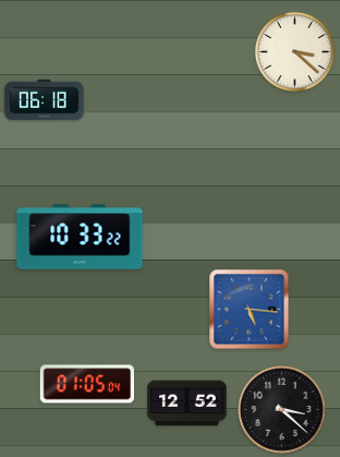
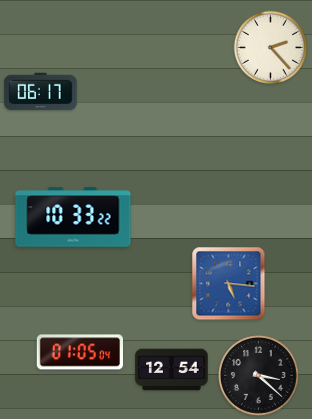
clock at (294, 51): 3:22 -> 2:23
clock at (45, 100): 06:18 -> 06:17
clock at (187, 404): 12:52 -> 12:54
